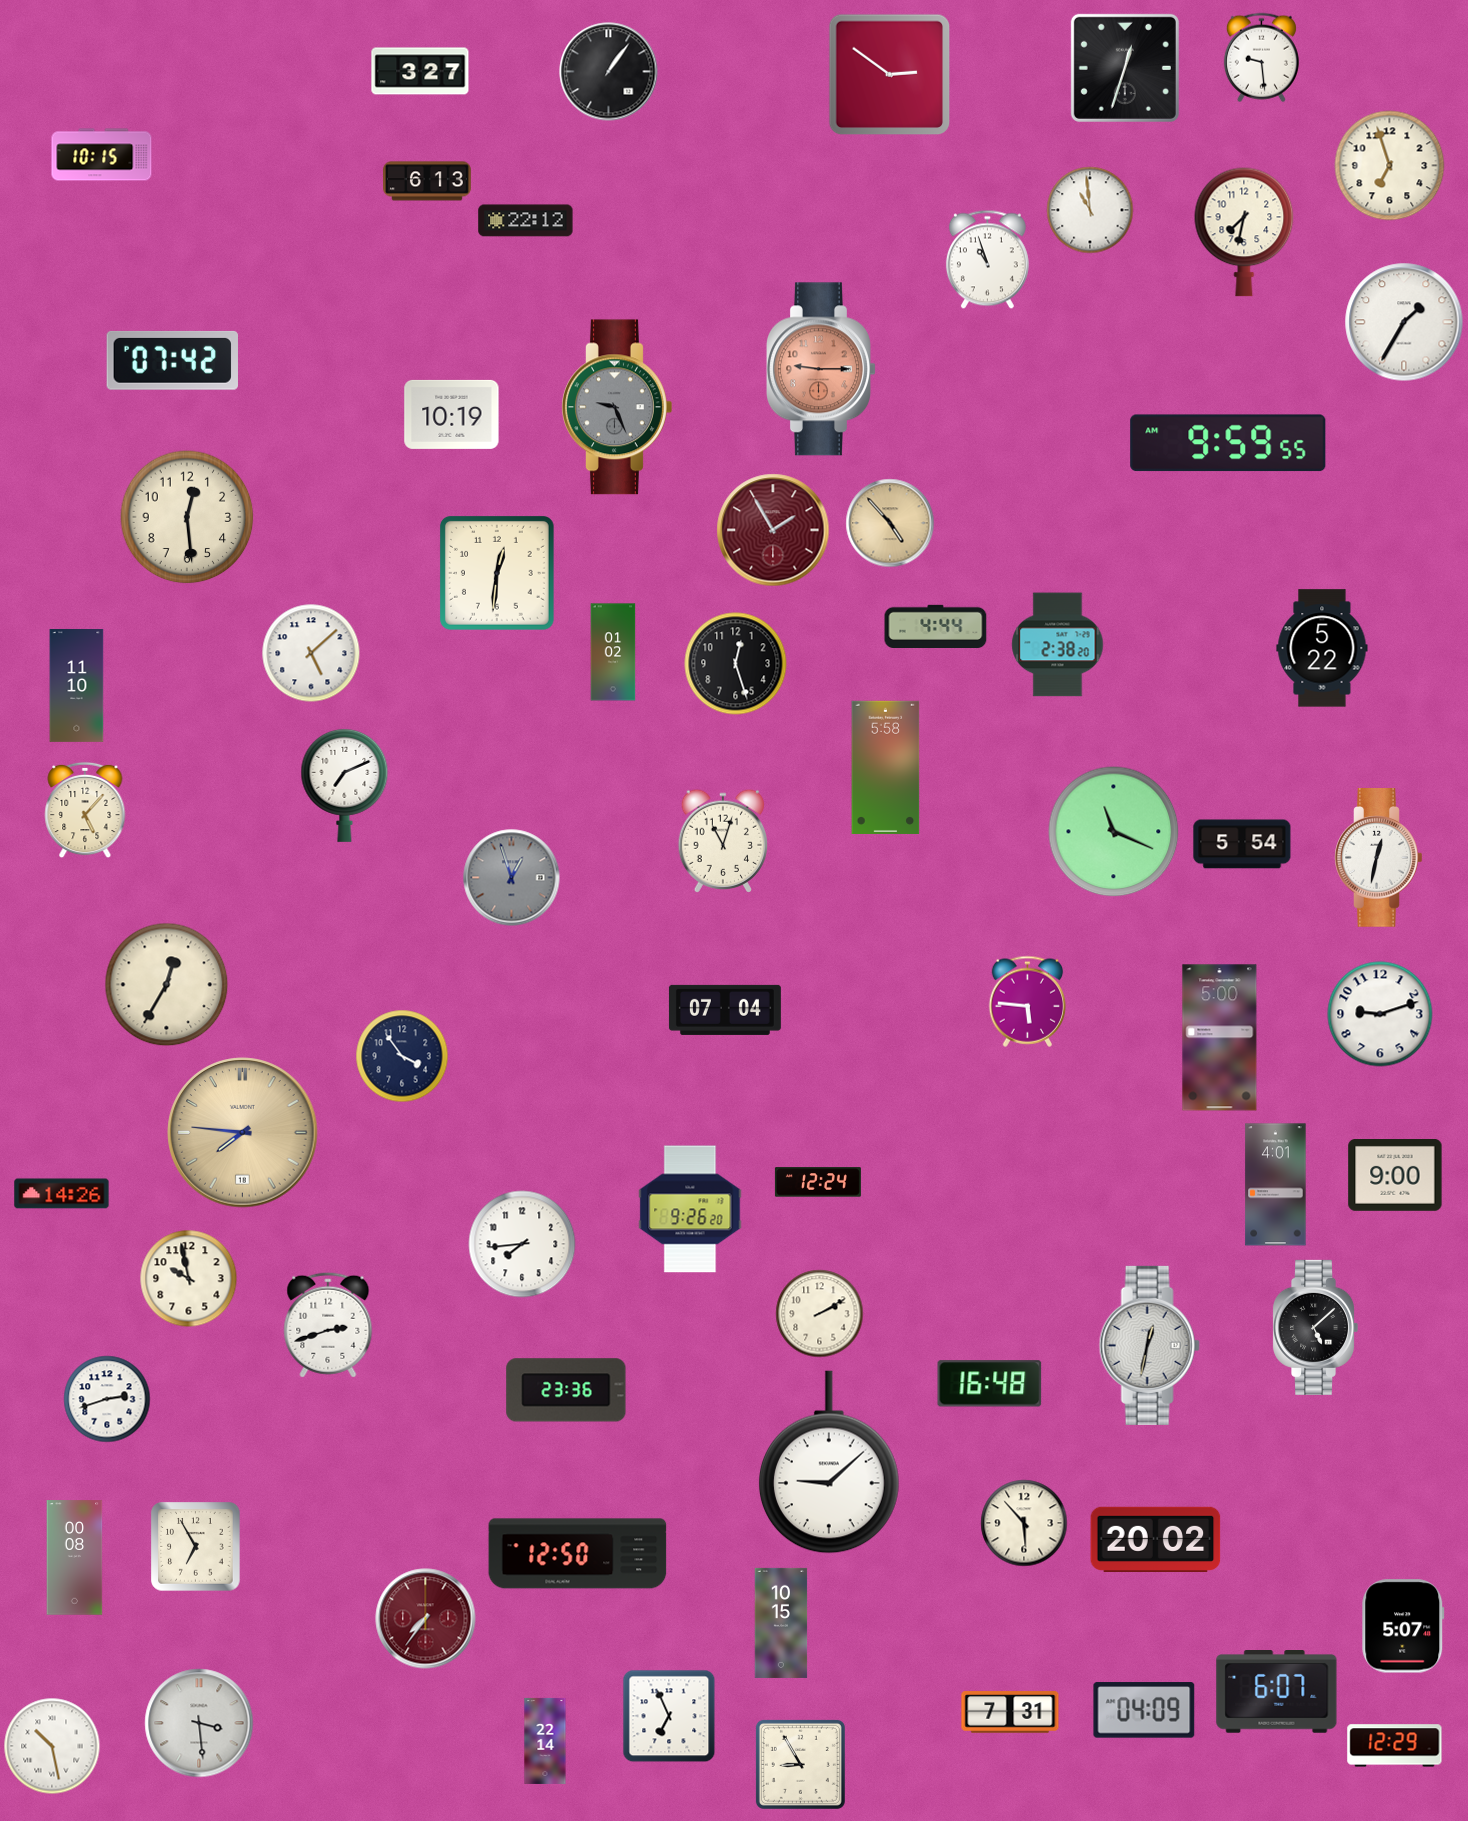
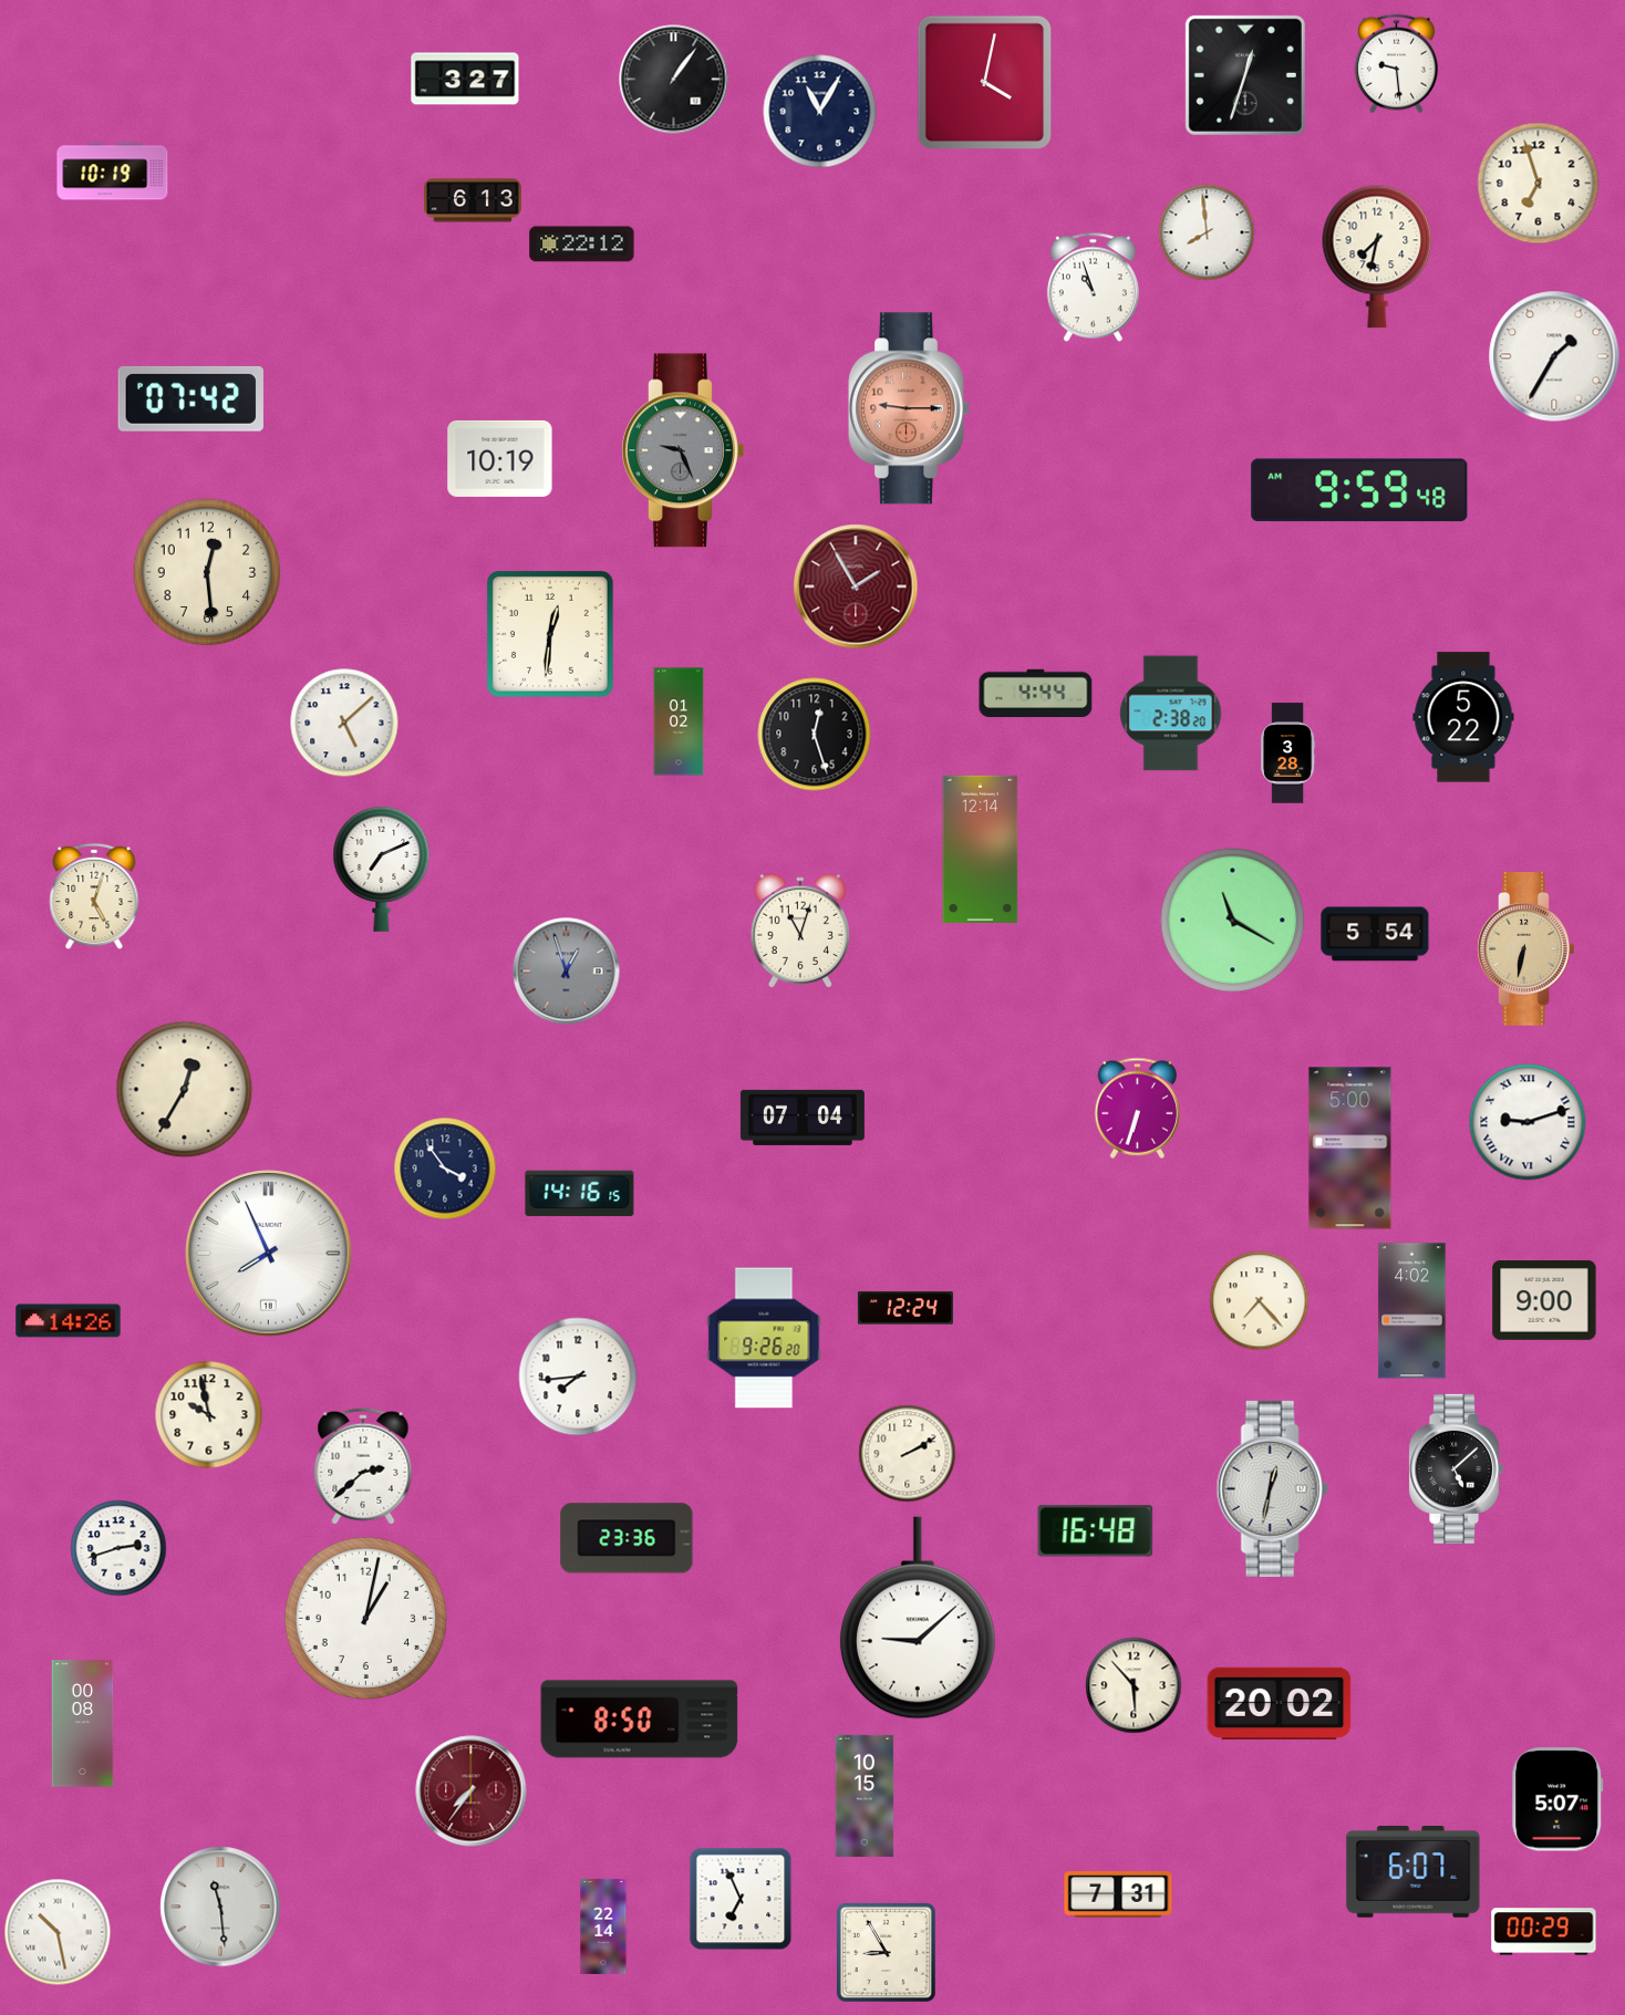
clock at (890, 75): 2:51 -> 4:02
clock at (820, 112): none -> 11:05
clock at (102, 155): 10:15 -> 10:19
clock at (1090, 210): 10:59 -> 7:59
clock at (1228, 443): 9:59:55 -> 9:59:48
clock at (890, 523): 4:53 -> none
clock at (1288, 754): none -> 3:28
clock at (77, 686): 11:10 -> none
clock at (886, 767): 5:58 -> 12:14
clock at (85, 810): 5:07 -> 5:03
clock at (1114, 832): 11:19 -> 11:20
clock at (1379, 858): 12:32 -> 6:32
clock at (1379, 858) dial: white -> champagne
clock at (1028, 1001): 5:46 -> 6:33
clock at (1380, 1014) numerals: Arabic -> Roman
clock at (580, 1194): none -> 14:16
clock at (243, 1133): 7:46 -> 7:56
clock at (243, 1133) dial: champagne -> white
clock at (1260, 1301): none -> 7:23
clock at (1276, 1185): 4:01 -> 4:02
clock at (328, 1325): 2:42 -> 2:38
clock at (365, 1618): none -> 1:02
clock at (196, 1547): 6:55 -> none
clock at (578, 1554): 12:50 -> 8:50
clock at (1403, 1626) position: (1403, 1626) -> (1557, 1799)
clock at (1144, 1710): 04:09 -> none
clock at (199, 1723): 3:29 -> 11:29
clock at (1395, 1746): 12:29 -> 00:29
